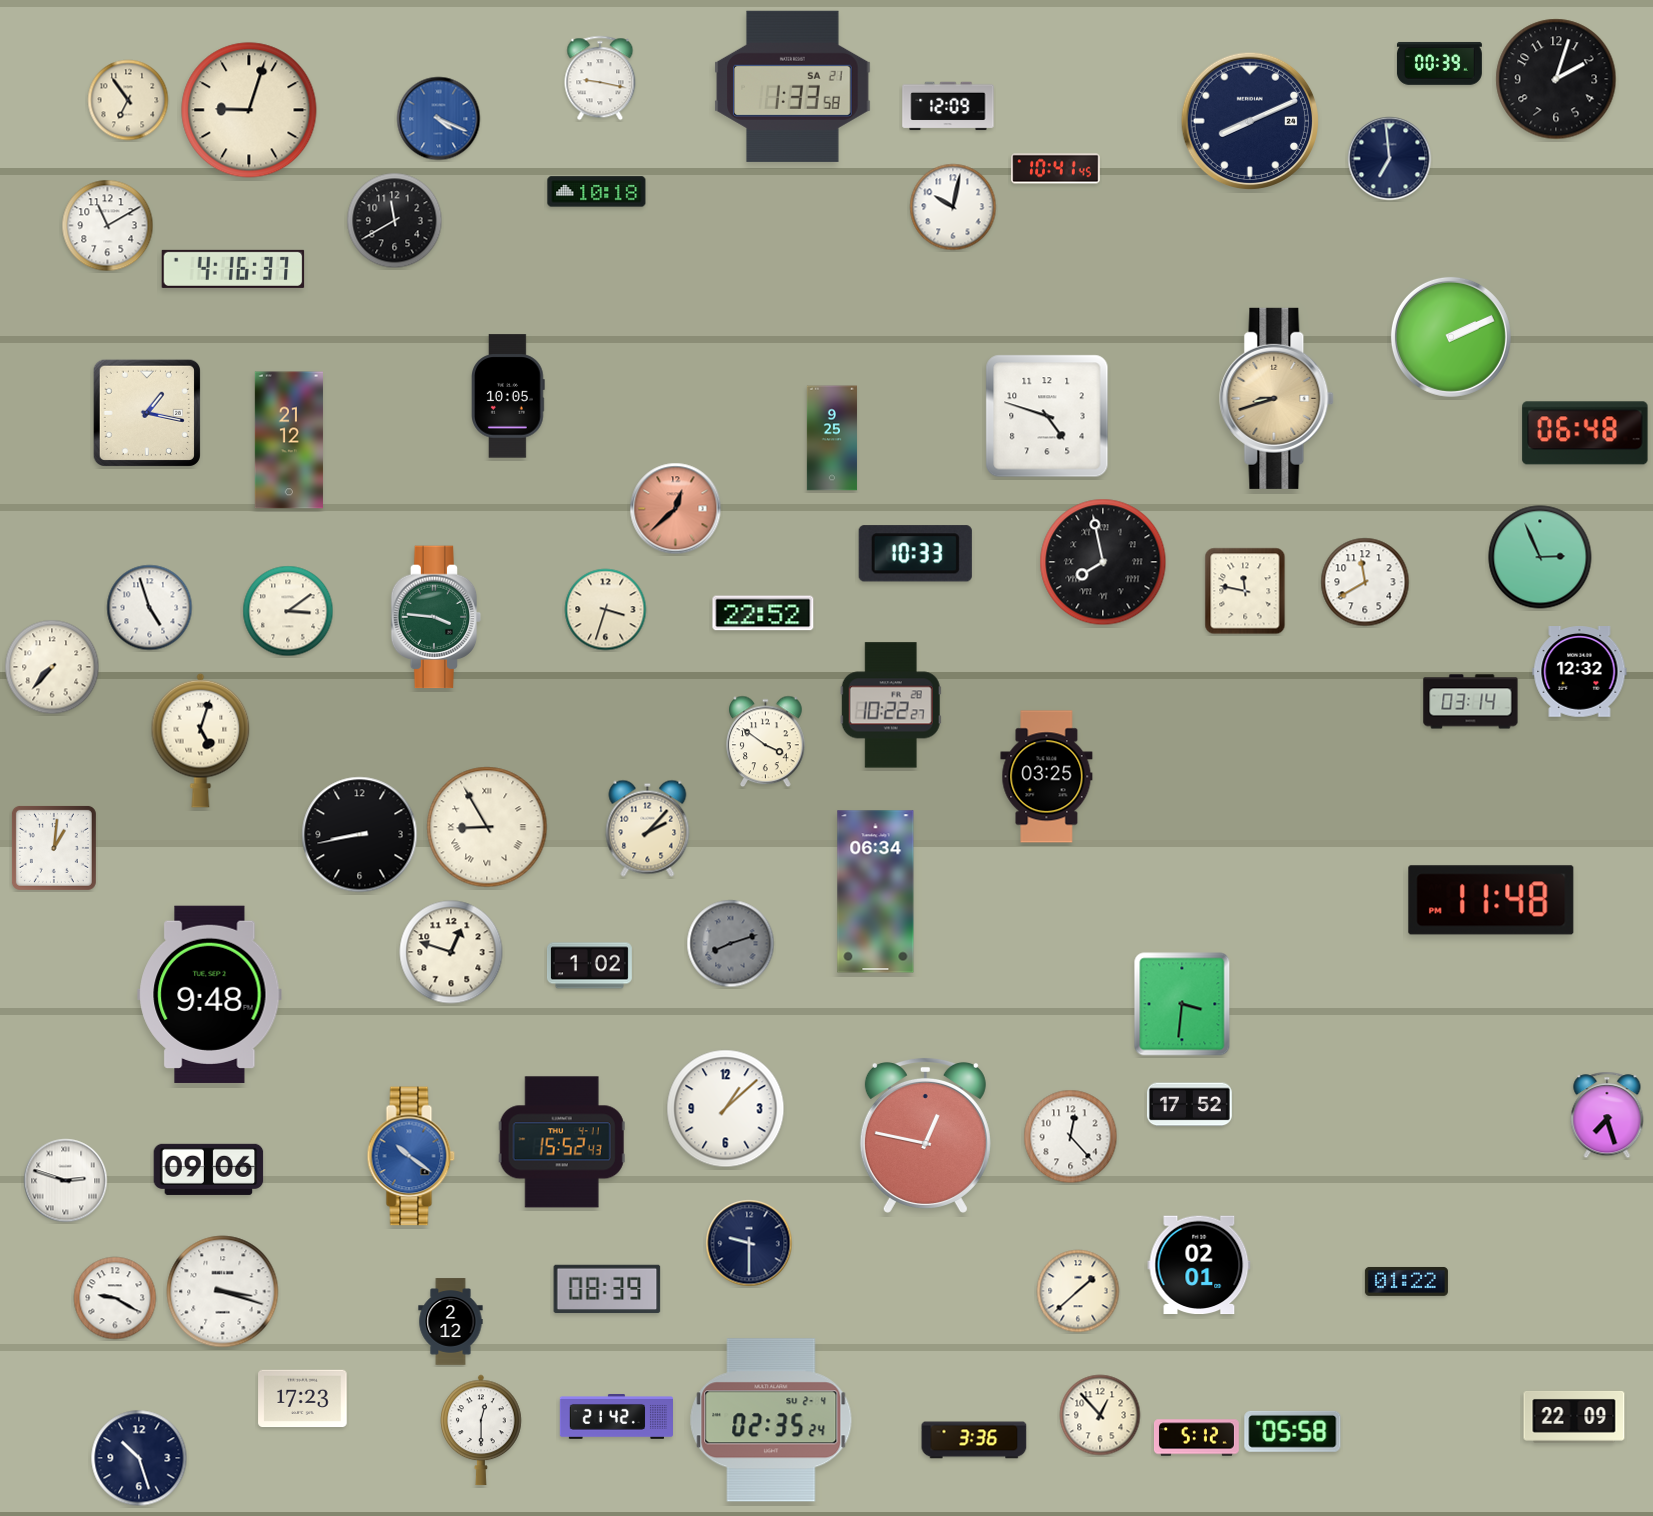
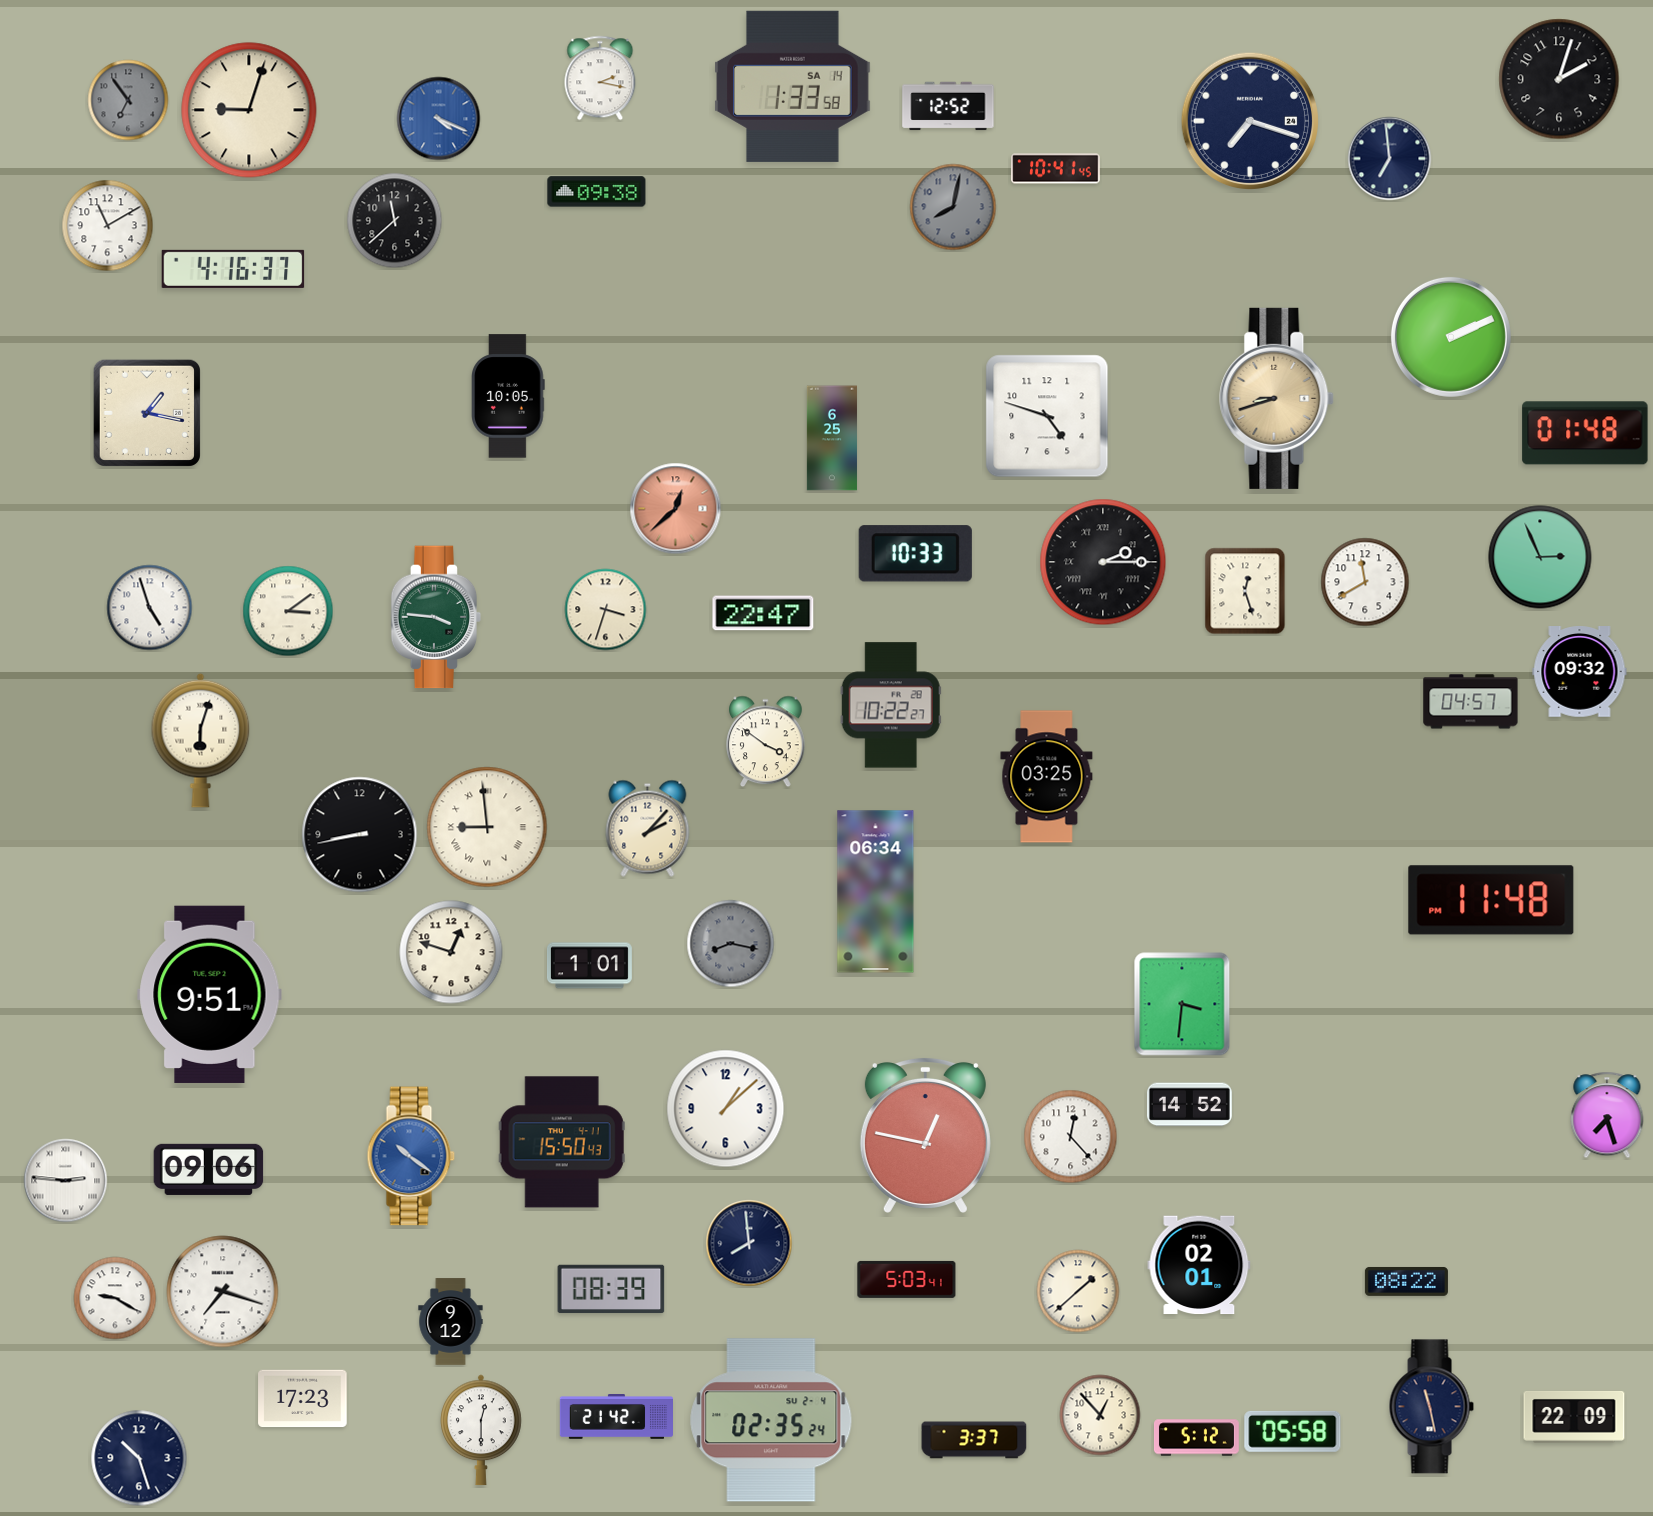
clock at (1439, 63): 00:39 -> none
clock at (600, 78): 9:17 -> 2:17
clock at (1556, 79) position: (1556, 79) -> (1559, 79)
clock at (793, 86) date: SA 21 -> SA 14
clock at (128, 100) dial: cream -> grey
clock at (948, 106): 12:09 -> 12:52
clock at (1249, 120): 8:11 -> 7:18
clock at (597, 192): 10:18 -> 09:38
clock at (953, 207): 10:02 -> 8:02
clock at (953, 207) dial: white -> grey
clock at (395, 221): 11:40 -> 11:38
clock at (1585, 433): 06:48 -> 01:48
clock at (832, 438): 9:25 -> 6:25
clock at (289, 440): 21:12 -> none
clock at (1103, 562): 7:58 -> 2:15
clock at (1245, 591): 11:47 -> 12:27
clock at (763, 613): 22:52 -> 22:47
clock at (52, 667): 7:37 -> none
clock at (1580, 672): 12:32 -> 09:32
clock at (1471, 702): 03:14 -> 04:57
clock at (201, 740): 5:03 -> 6:03
clock at (487, 827): 8:55 -> 8:59
clock at (54, 848): 1:01 -> none
clock at (731, 944): 8:12 -> 8:17
clock at (589, 966): 1:02 -> 1:01
clock at (210, 994): 9:48 -> 9:51
clock at (1189, 1105): 17:52 -> 14:52
clock at (562, 1142): 15:52 -> 15:50
clock at (66, 1181): 2:48 -> 2:46
clock at (749, 1243): 9:30 -> 7:59
clock at (907, 1279): none -> 5:03
clock at (1406, 1281): 01:22 -> 08:22
clock at (607, 1289) position: (607, 1289) -> (611, 1289)
clock at (223, 1292): 3:18 -> 7:18
clock at (451, 1322): 2:12 -> 9:12
clock at (1431, 1407): none -> 11:28
clock at (974, 1440): 3:36 -> 3:37
